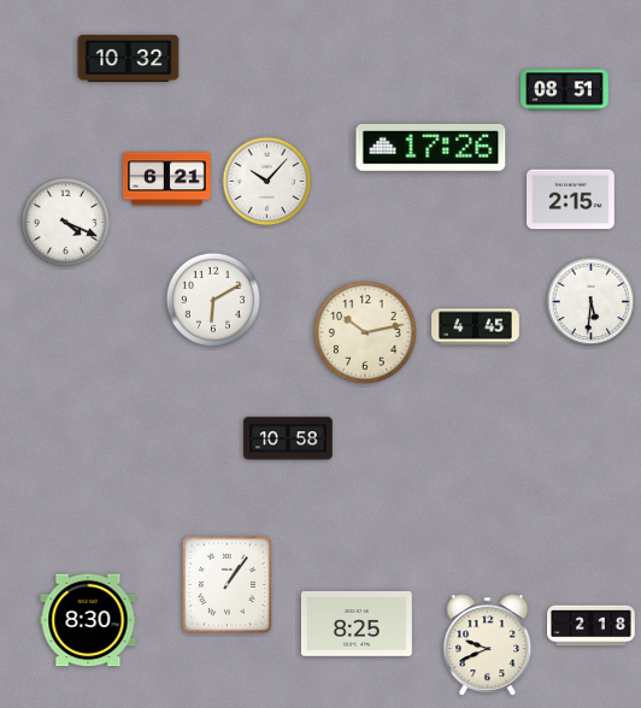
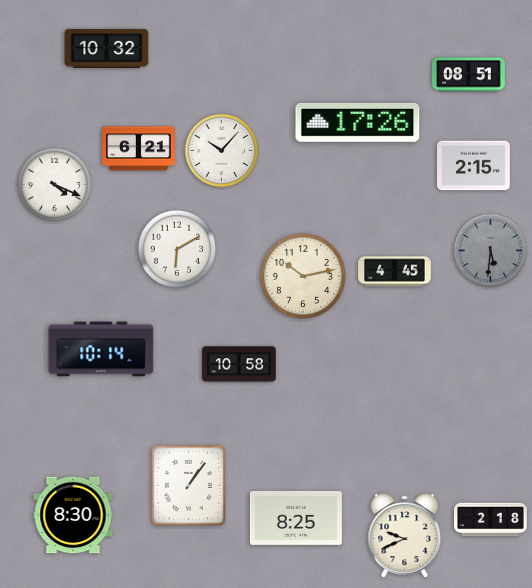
clock at (592, 302) dial: white -> grey
clock at (101, 349): none -> 10:14
